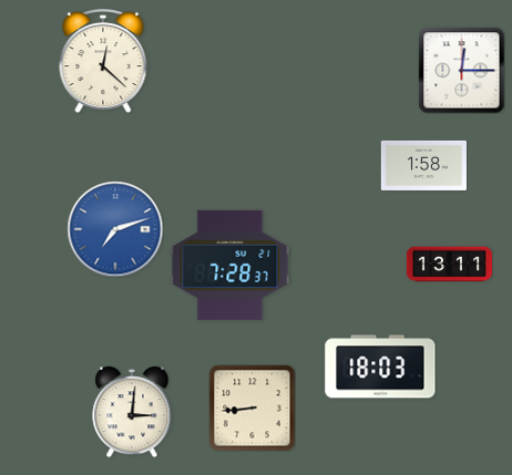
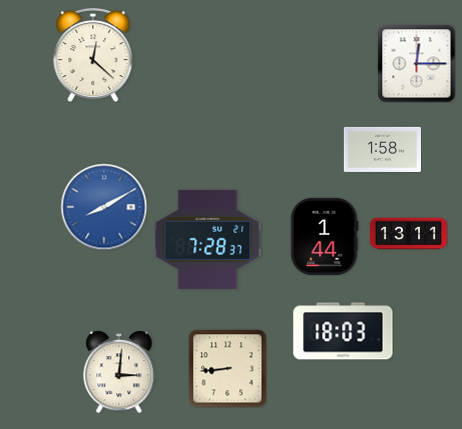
clock at (115, 229): 7:12 -> 8:10
clock at (324, 236): none -> 1:44
clock at (449, 265) position: (449, 265) -> (408, 234)
